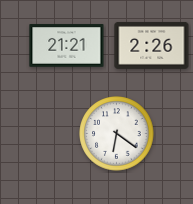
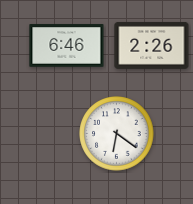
clock at (67, 46): 21:21 -> 6:46
